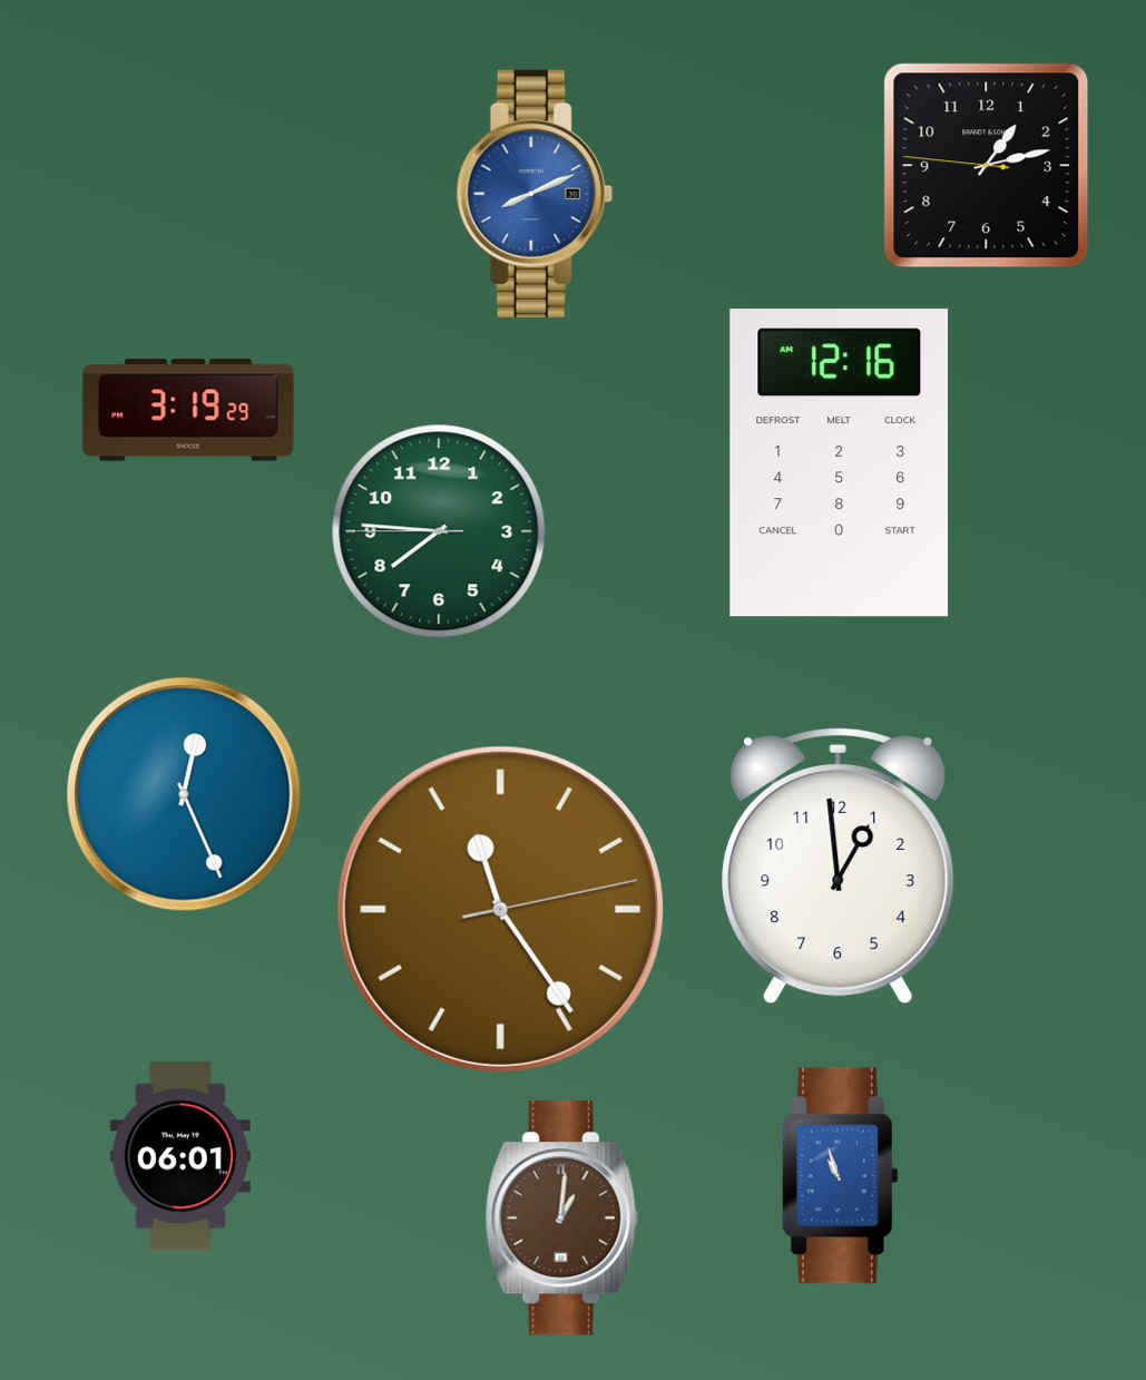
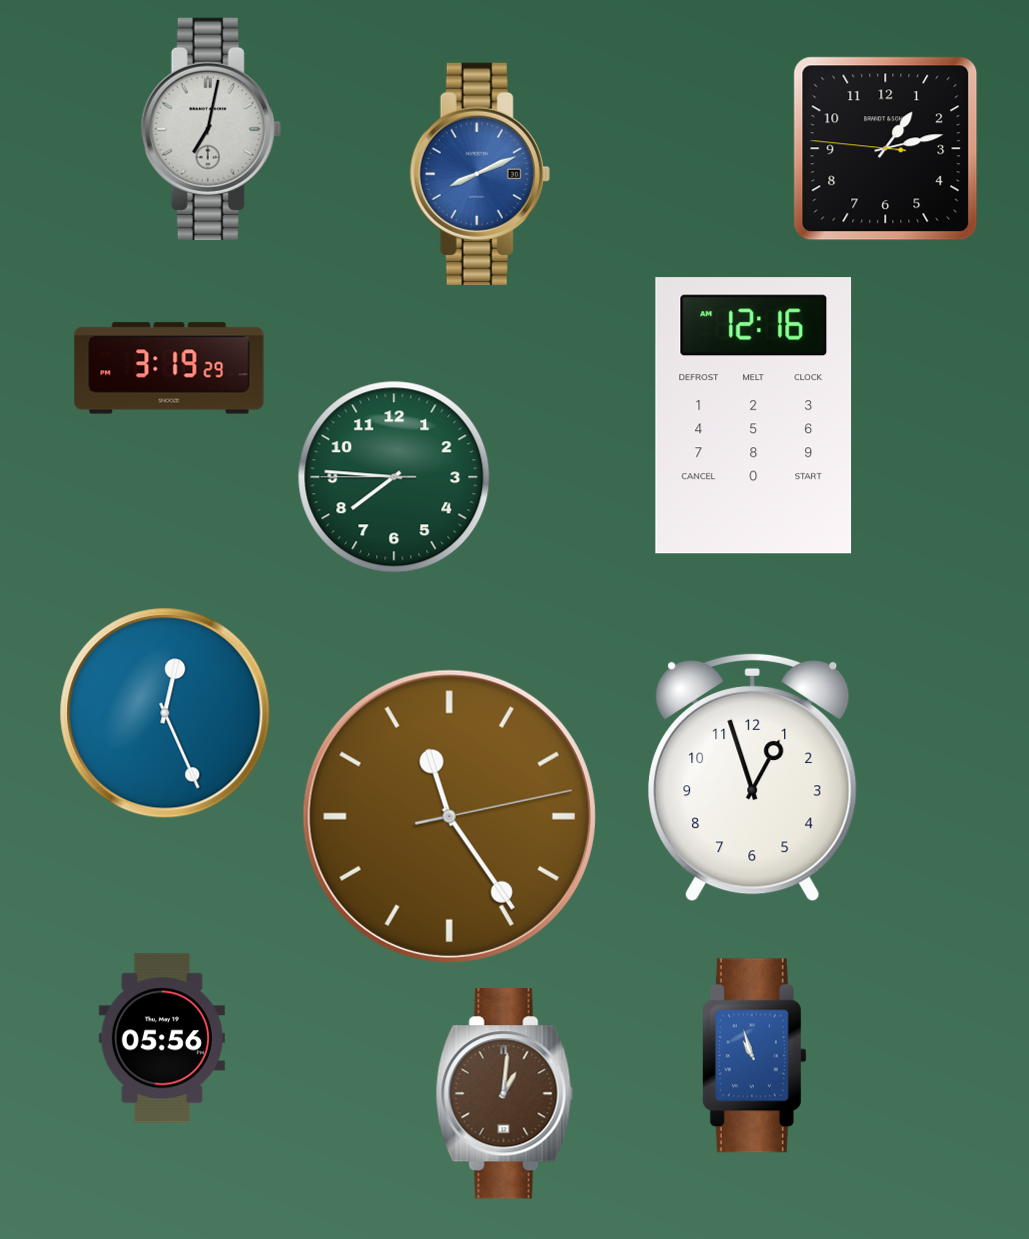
clock at (211, 129): none -> 7:02
clock at (839, 865): 12:59 -> 12:57
clock at (180, 1156): 06:01 -> 05:56
